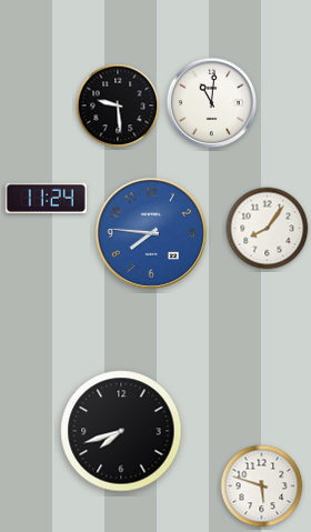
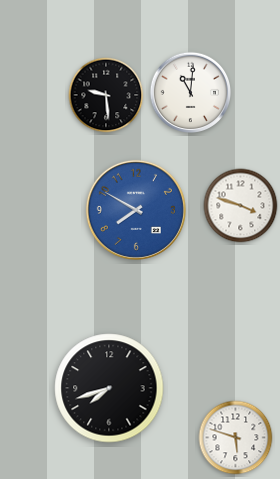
clock at (46, 199): 11:24 -> none
clock at (268, 229): 8:06 -> 3:48
clock at (151, 233): 7:46 -> 7:50
